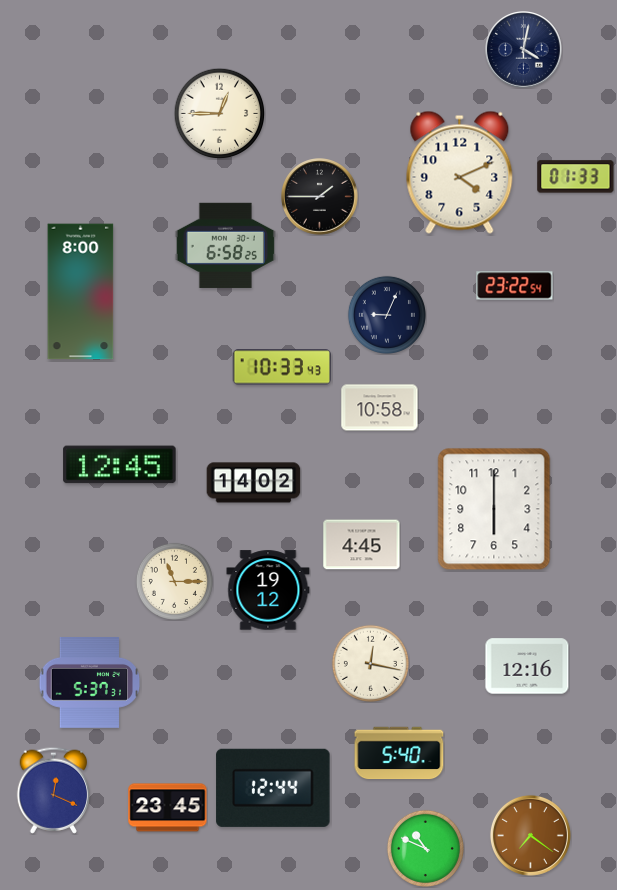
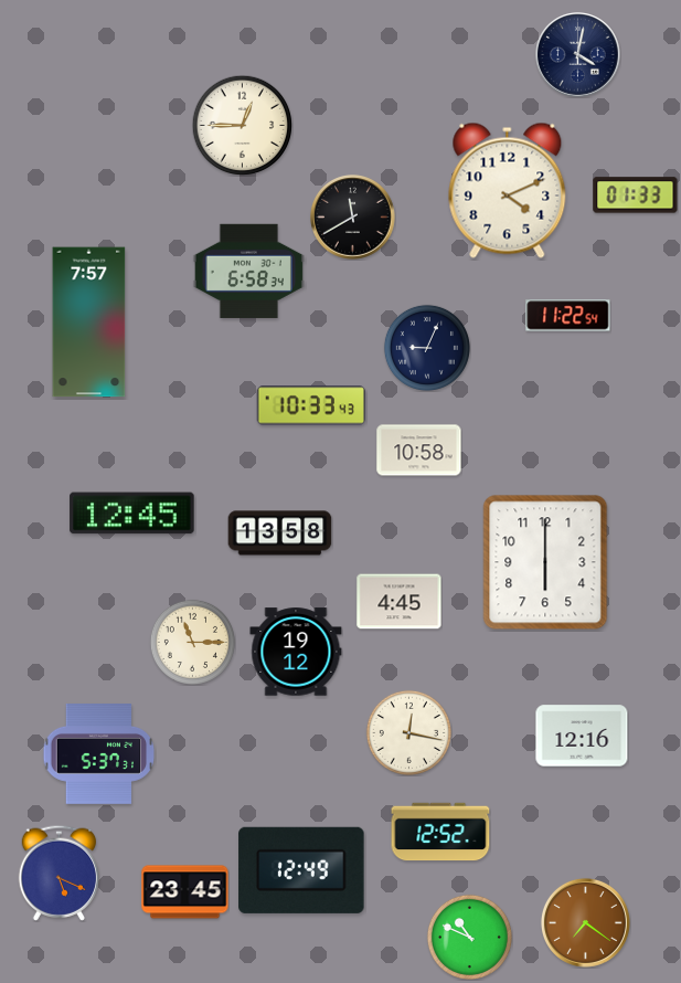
clock at (320, 197): 1:45 -> 11:40
clock at (225, 245): 6:58:25 -> 6:58:34
clock at (515, 286): 23:22 -> 11:22
clock at (81, 292): 8:00 -> 7:57
clock at (254, 483): 14:02 -> 13:58
clock at (399, 753): 5:40 -> 12:52
clock at (273, 788): 12:44 -> 12:49
clock at (54, 790): 12:19 -> 5:19
